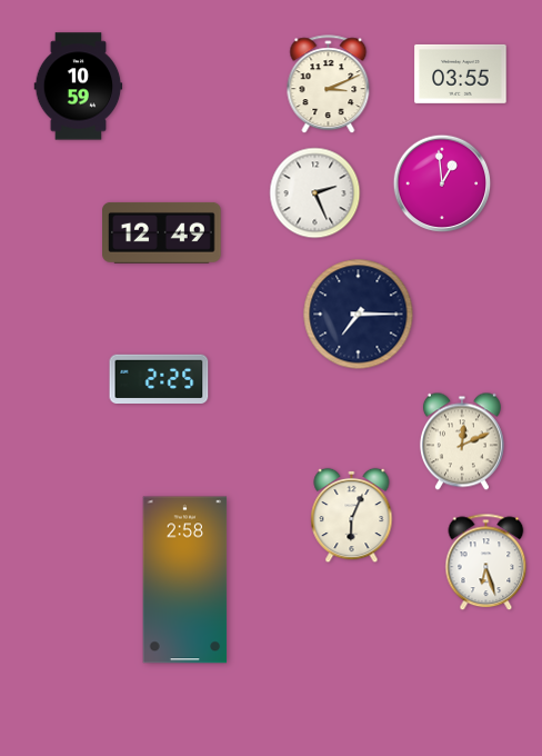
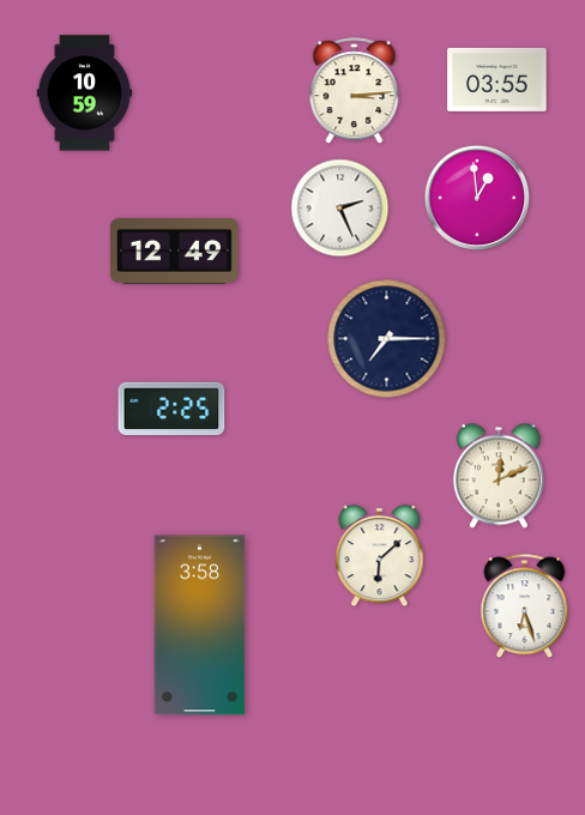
clock at (329, 84): 3:11 -> 3:14
clock at (352, 516): 6:04 -> 6:08
clock at (185, 580): 2:58 -> 3:58
